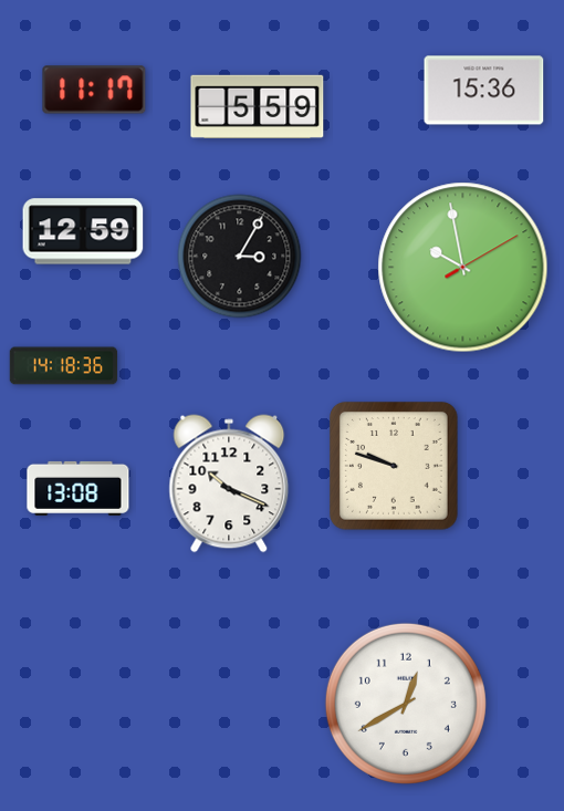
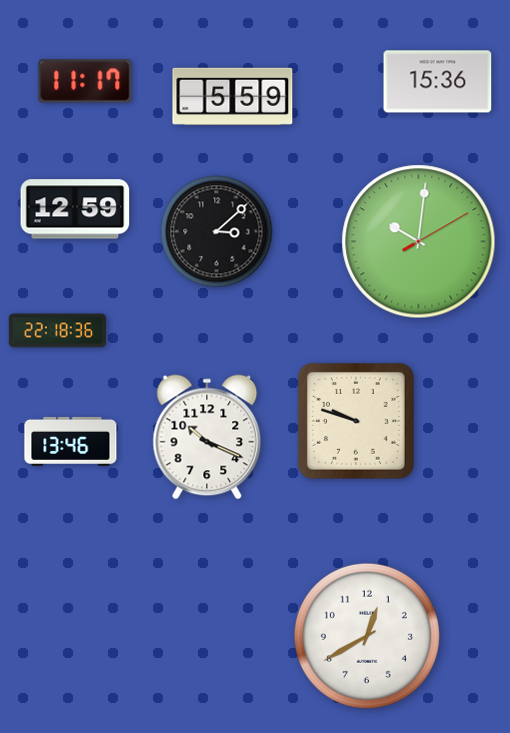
clock at (240, 257): 3:05 -> 3:08
clock at (463, 268): 9:58 -> 10:01
clock at (64, 366): 14:18 -> 22:18
clock at (79, 488): 13:08 -> 13:46
